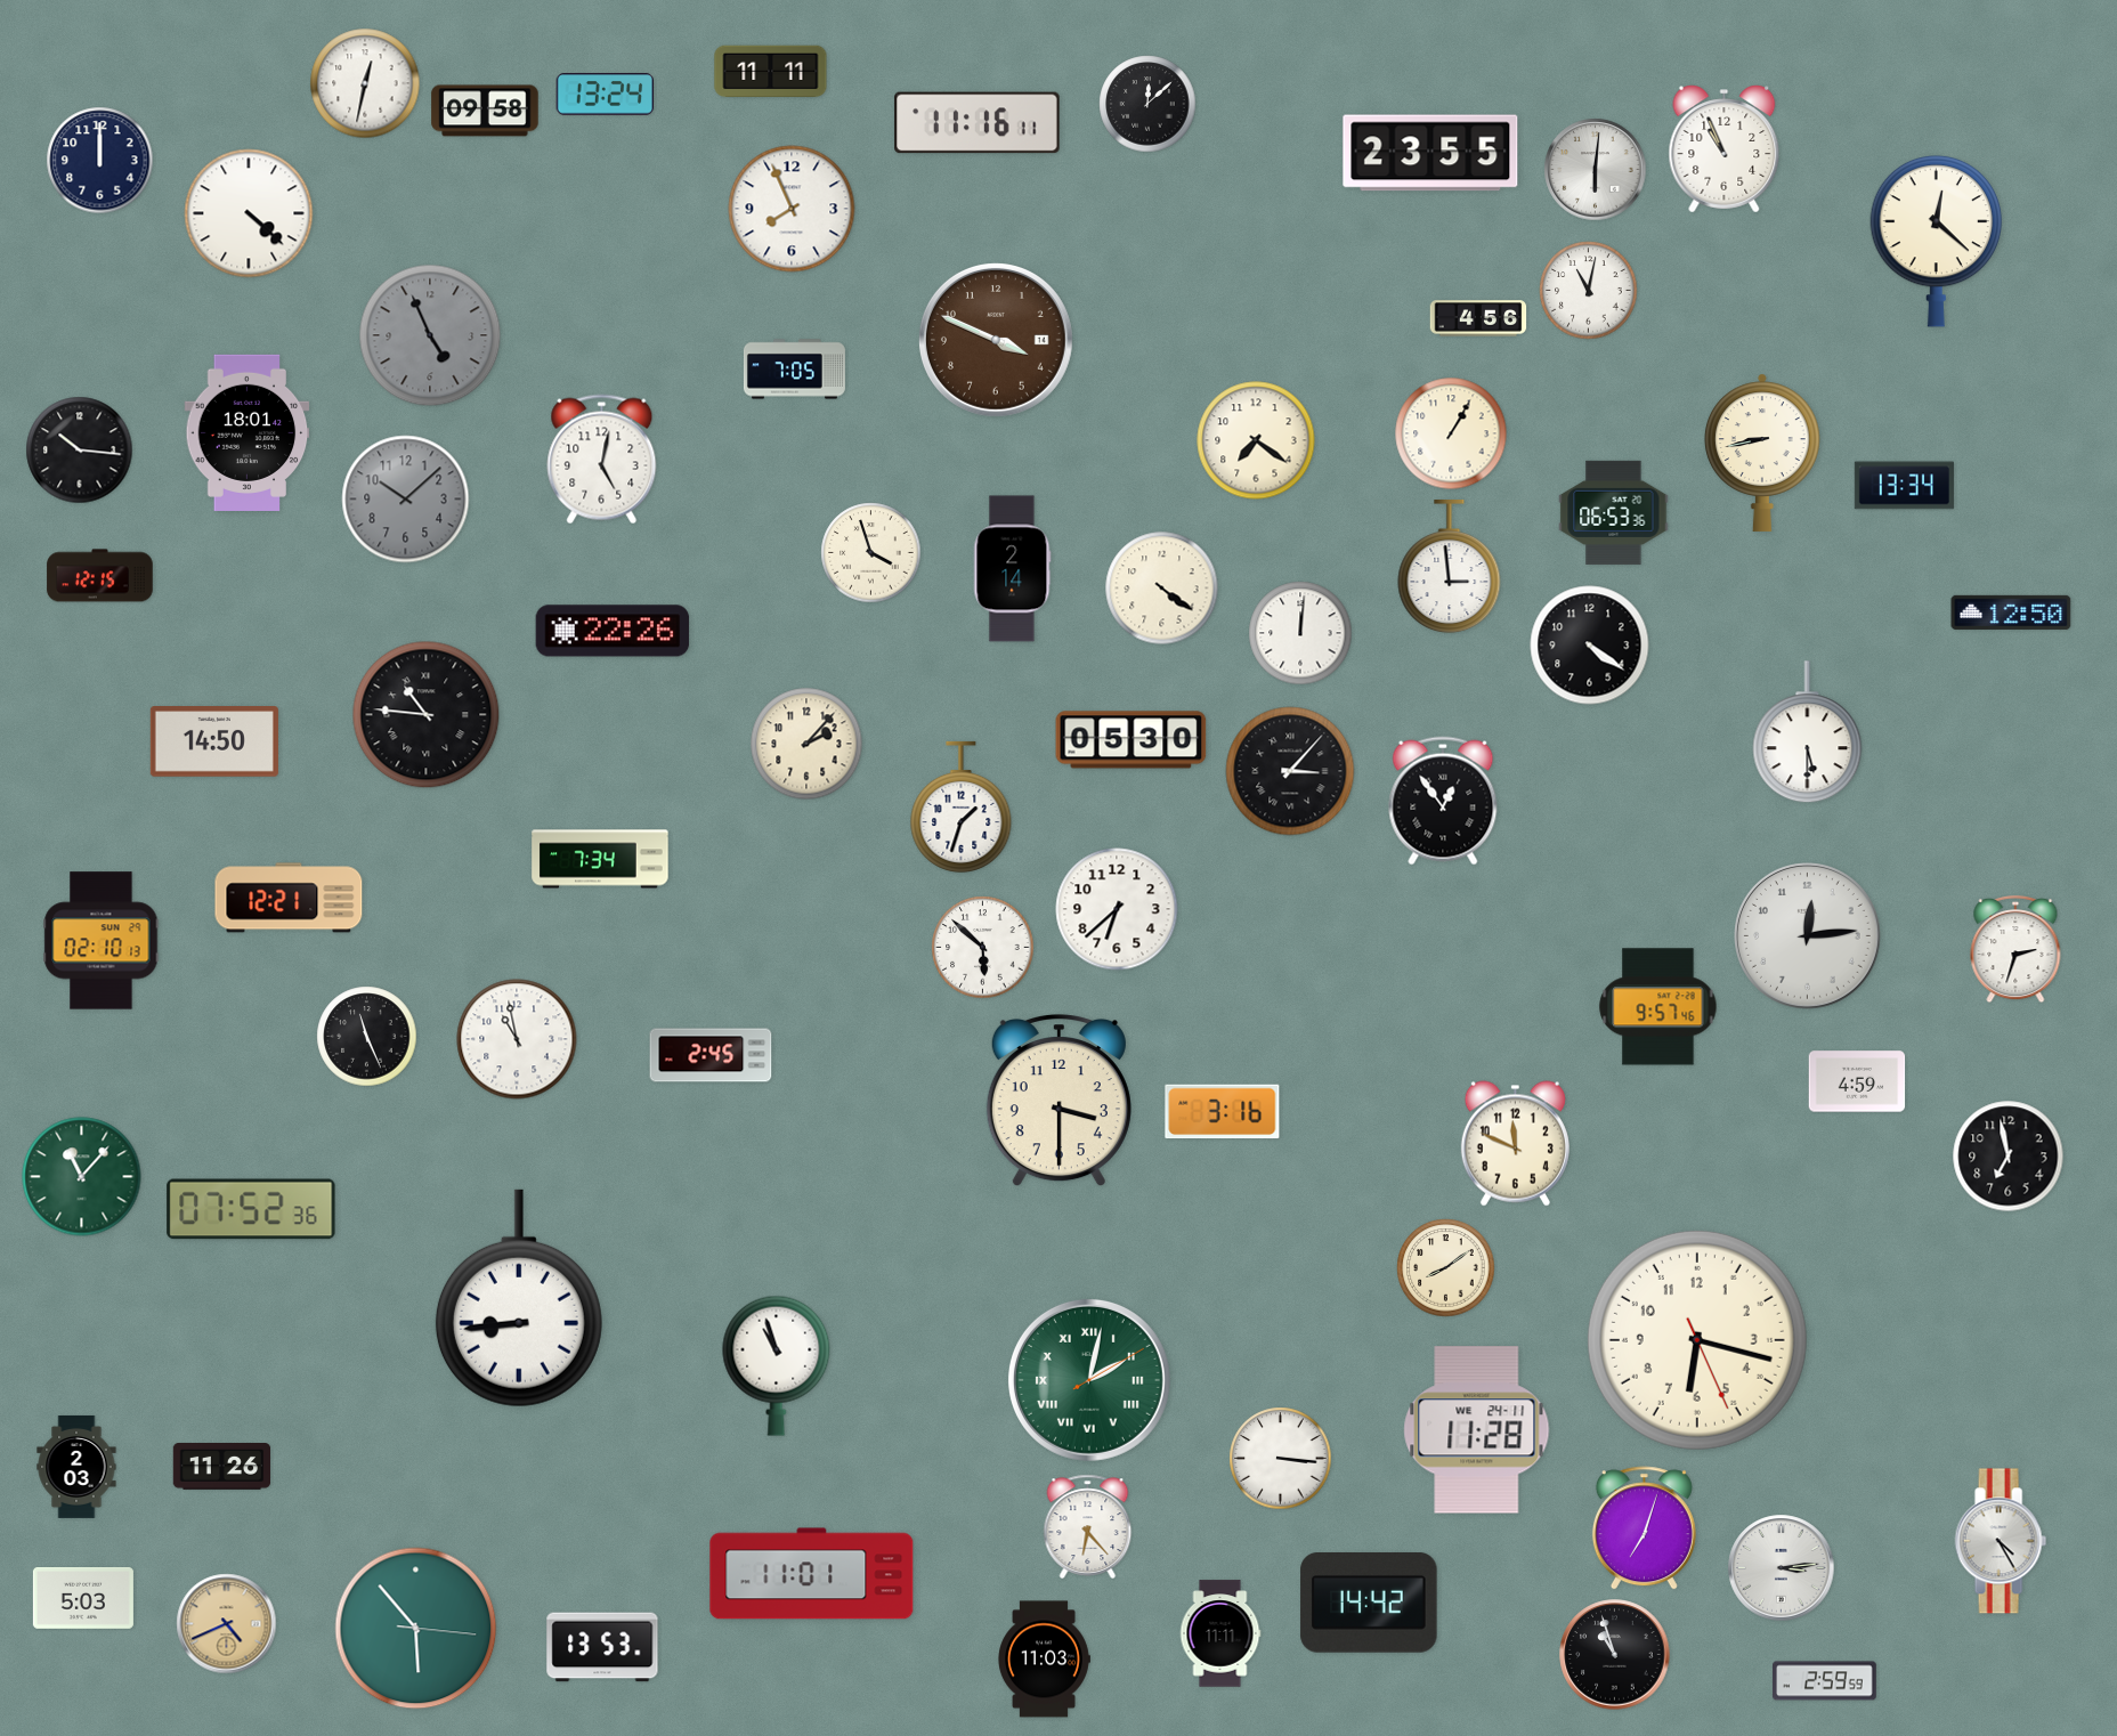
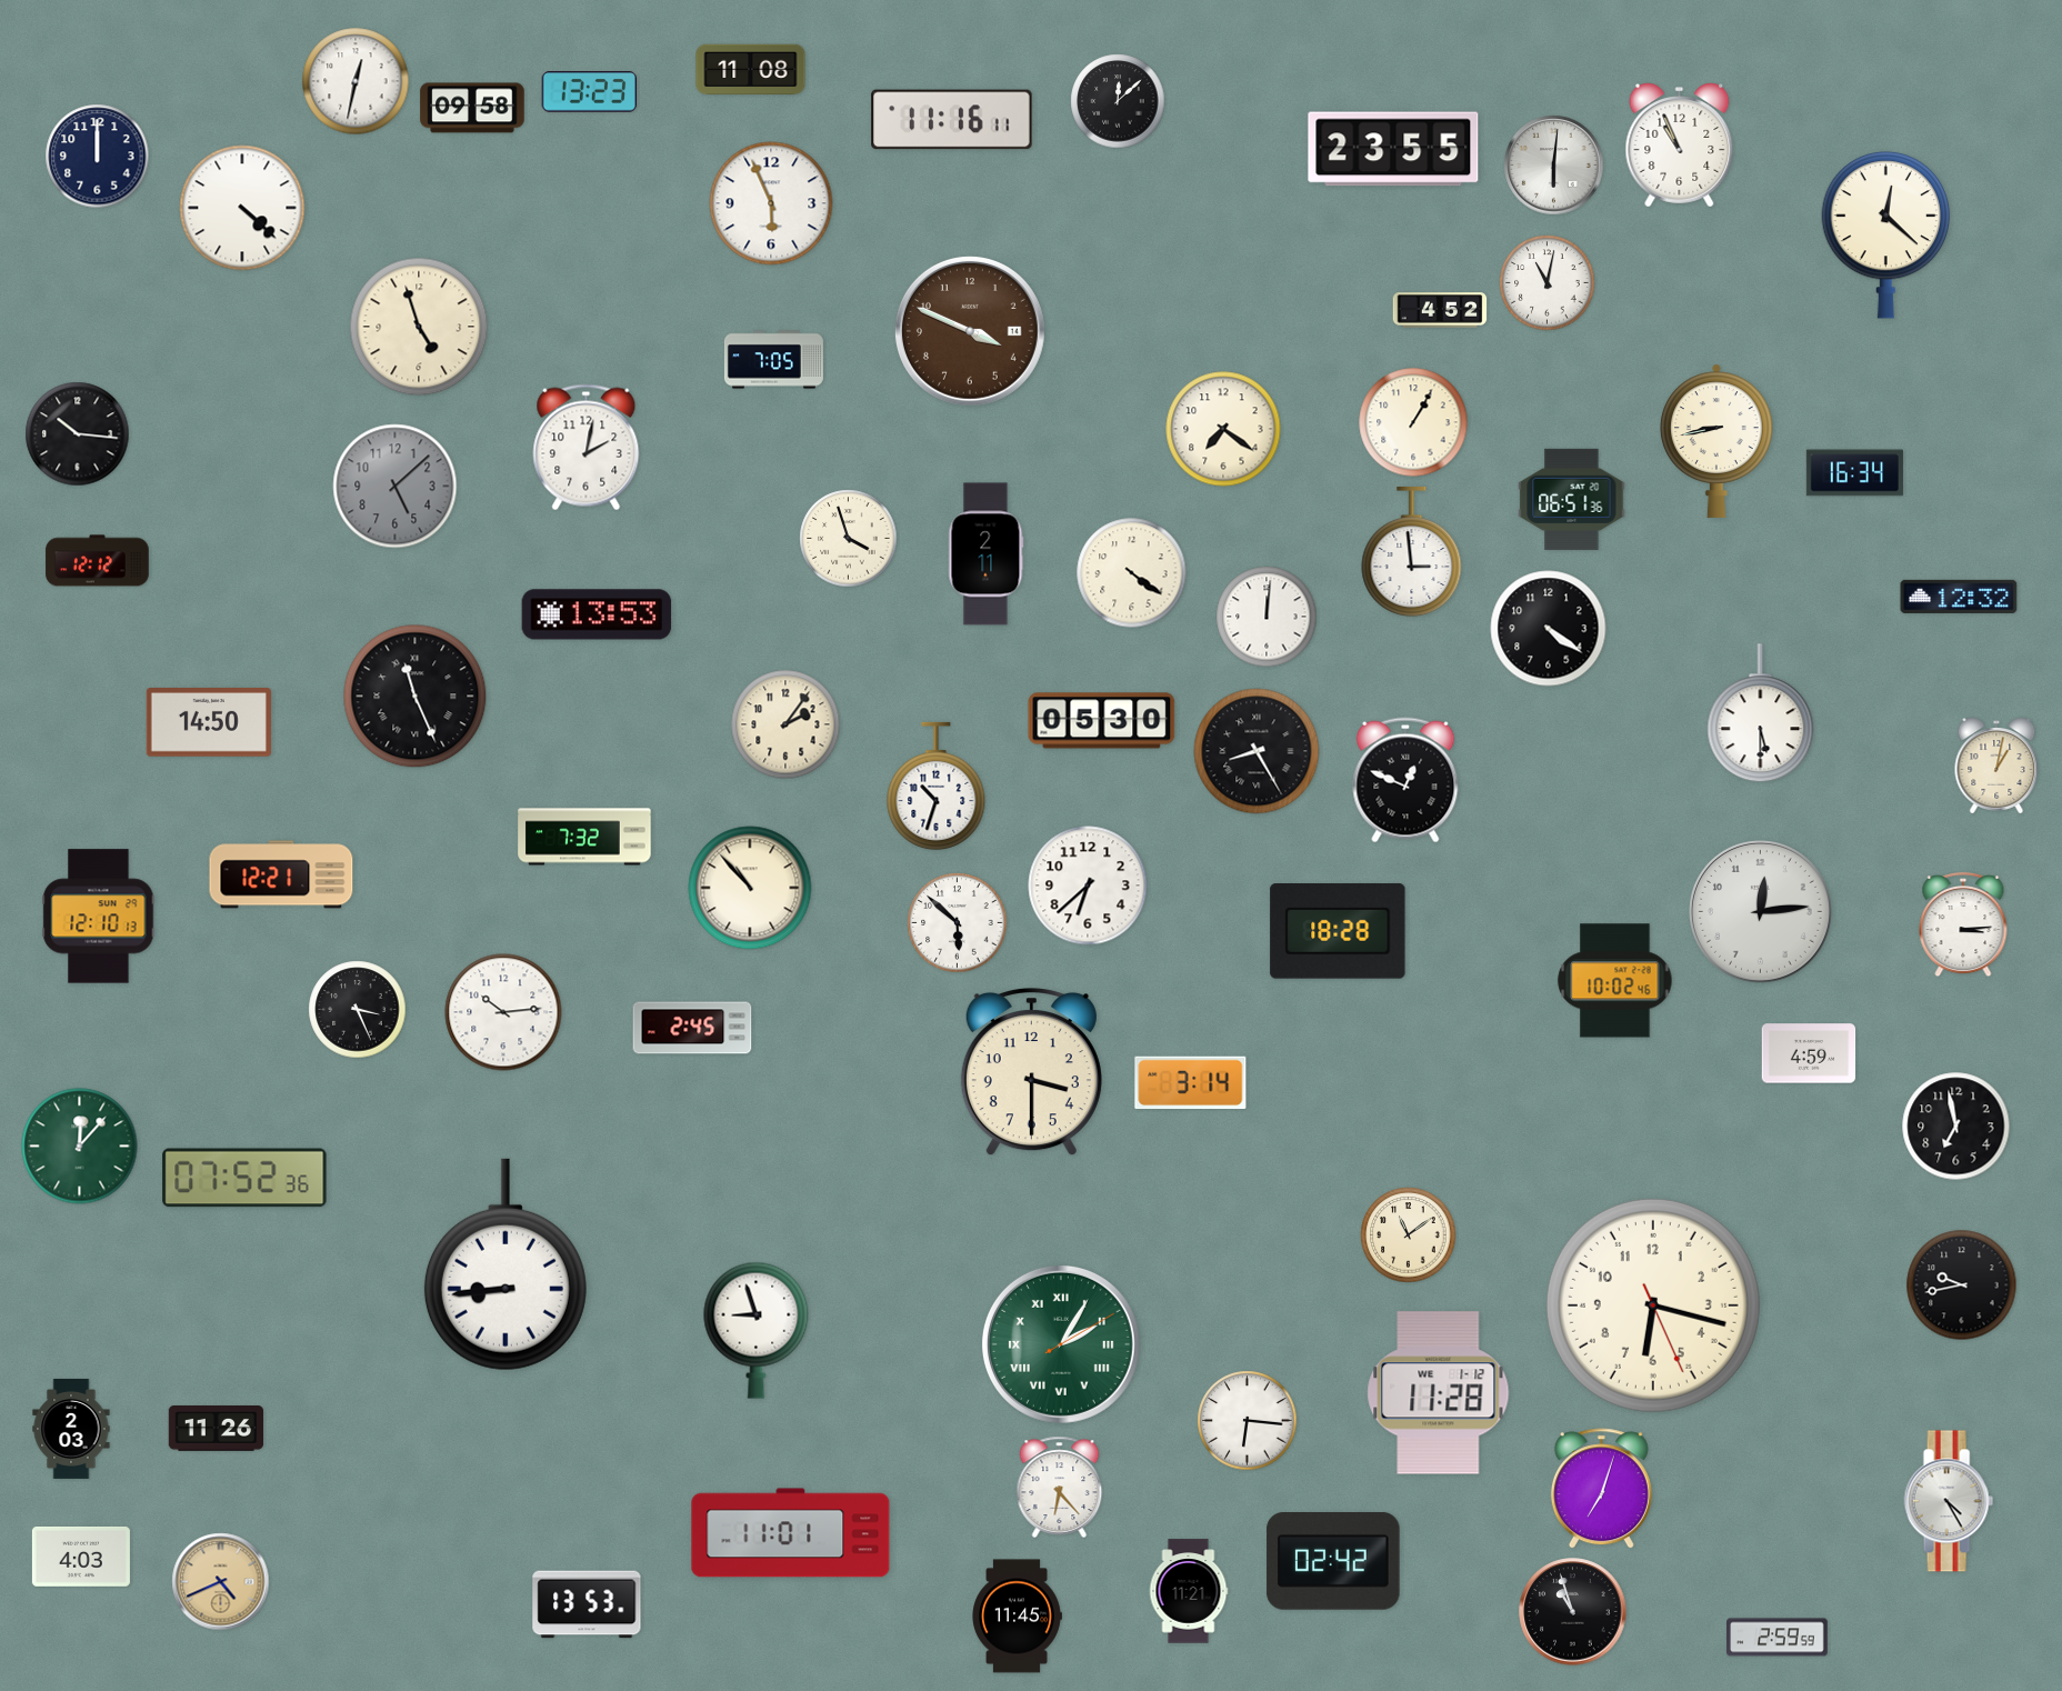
clock at (771, 72): 11:11 -> 11:08
clock at (605, 95): 13:24 -> 13:23
clock at (792, 209): 7:56 -> 5:56
clock at (1478, 318): 4:56 -> 4:52
clock at (430, 335): 4:56 -> 4:57
clock at (430, 335) dial: grey -> cream
clock at (248, 432): 18:01 -> none
clock at (80, 451) position: (80, 451) -> (78, 434)
clock at (602, 460): 5:02 -> 2:02
clock at (1904, 486): 13:34 -> 16:34
clock at (406, 500): 10:08 -> 5:08
clock at (1614, 512): 06:53 -> 06:51
clock at (1012, 569): 2:14 -> 2:11
clock at (100, 576): 12:15 -> 12:12
clock at (2011, 613): 12:50 -> 12:32
clock at (613, 631): 22:26 -> 13:53
clock at (427, 715): 10:46 -> 11:26
clock at (806, 744): 2:07 -> 2:06
clock at (1290, 771): 3:07 -> 8:25
clock at (1996, 766): none -> 1:02
clock at (1443, 801): 12:54 -> 12:49
clock at (962, 806): 1:33 -> 10:33
clock at (600, 859): 7:34 -> 7:32
clock at (750, 888): none -> 10:53
clock at (102, 941): 02:10 -> 12:10
clock at (2015, 949): 2:33 -> 3:14
clock at (1338, 931): none -> 18:28
clock at (1658, 1007): 9:57 -> 10:02
clock at (367, 1037): 11:26 -> 3:26
clock at (517, 1039): 10:58 -> 10:14
clock at (1223, 1112): 3:16 -> 3:14
clock at (1515, 1144): 11:49 -> none
clock at (82, 1177): 11:07 -> 12:07
clock at (1446, 1268): 8:09 -> 11:09
clock at (1962, 1285): none -> 9:43
clock at (777, 1365): 10:57 -> 8:57
clock at (1089, 1380): 2:02 -> 2:05
clock at (1477, 1430) date: WE 24-11 -> WE 1-12
clock at (1281, 1459): 3:16 -> 6:16
clock at (76, 1467) position: (76, 1467) -> (71, 1429)
clock at (1782, 1568): 3:14 -> none
clock at (83, 1598): 5:03 -> 4:03
clock at (1369, 1603): 14:42 -> 02:42
clock at (416, 1629): 5:53 -> none
clock at (1220, 1633): 11:11 -> 11:21
clock at (1044, 1660): 11:03 -> 11:45
